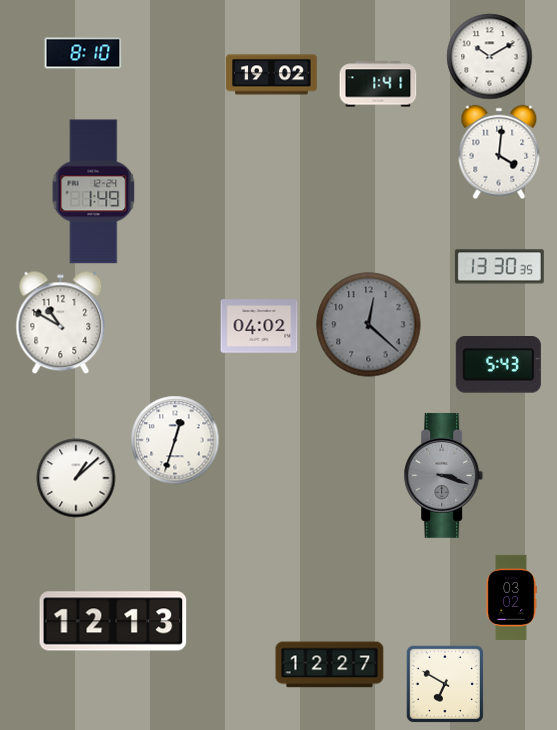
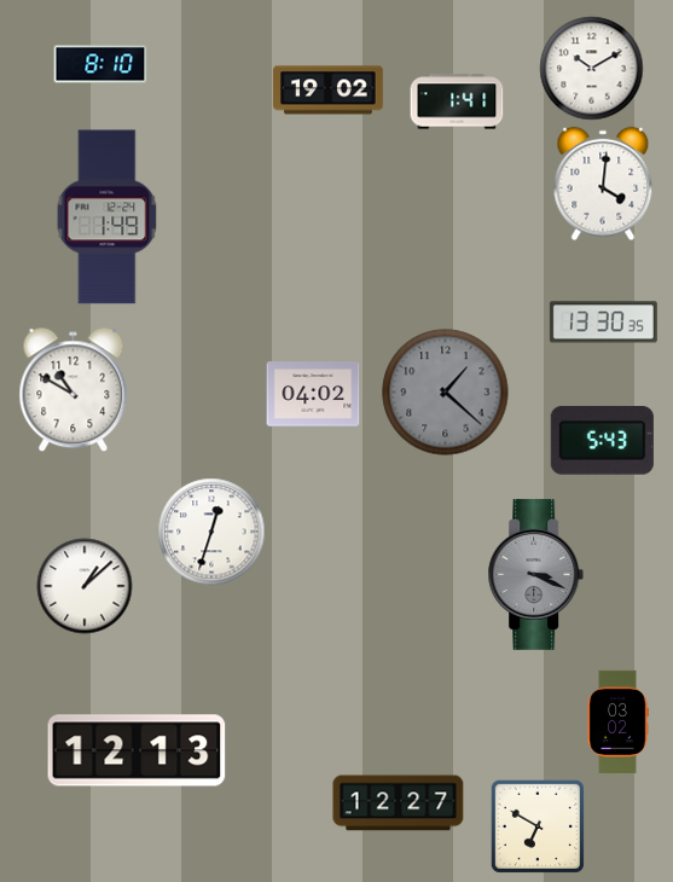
clock at (94, 192) position: (94, 192) -> (108, 217)
clock at (369, 325): 12:22 -> 1:22
clock at (444, 475): 3:18 -> 3:19
clock at (76, 478) position: (76, 478) -> (85, 586)
